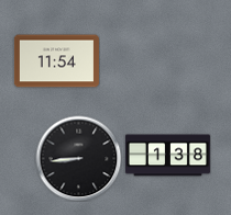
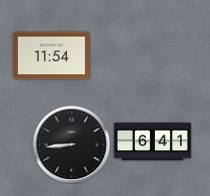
clock at (167, 156): 1:38 -> 6:41
